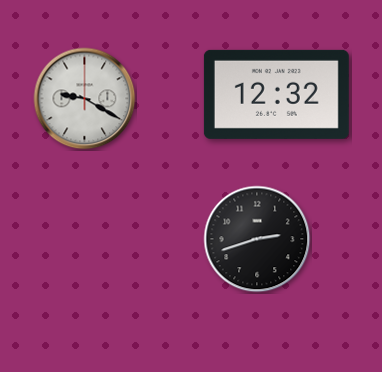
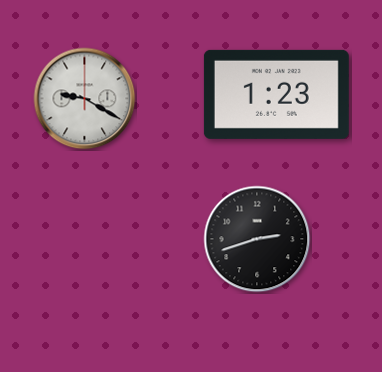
clock at (276, 94): 12:32 -> 1:23
